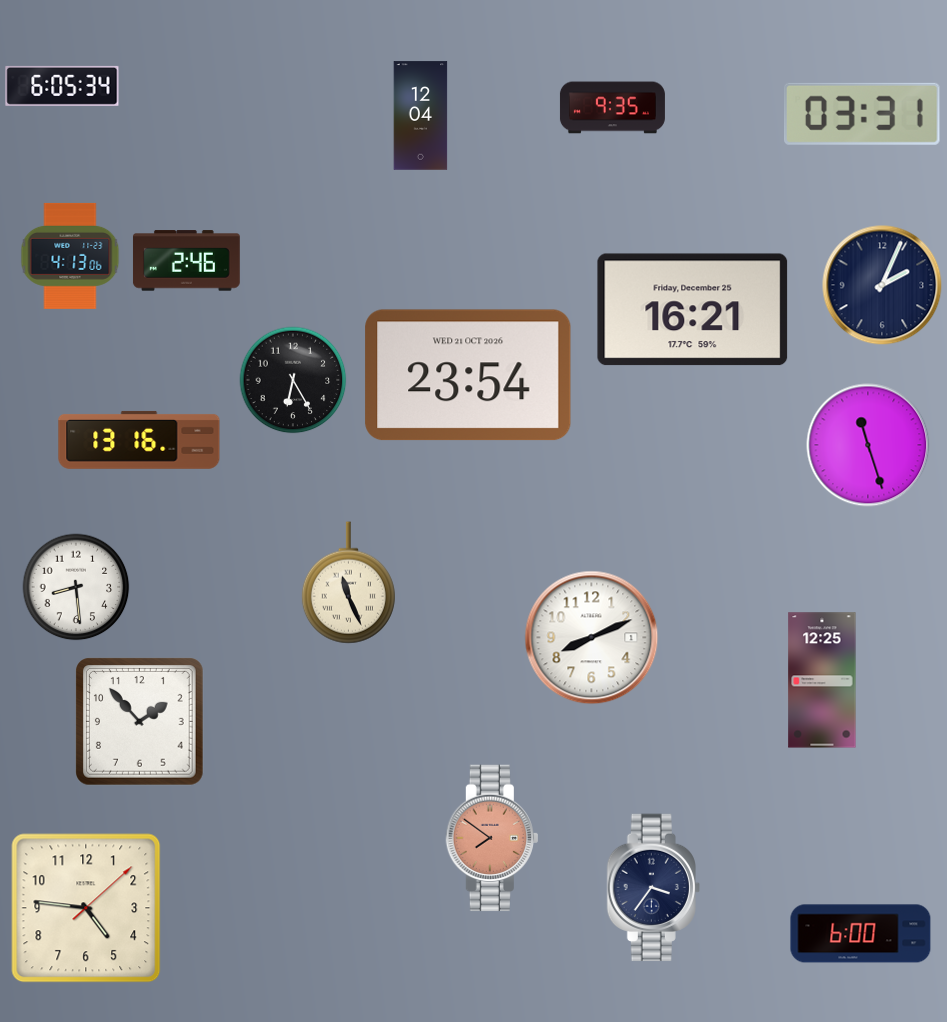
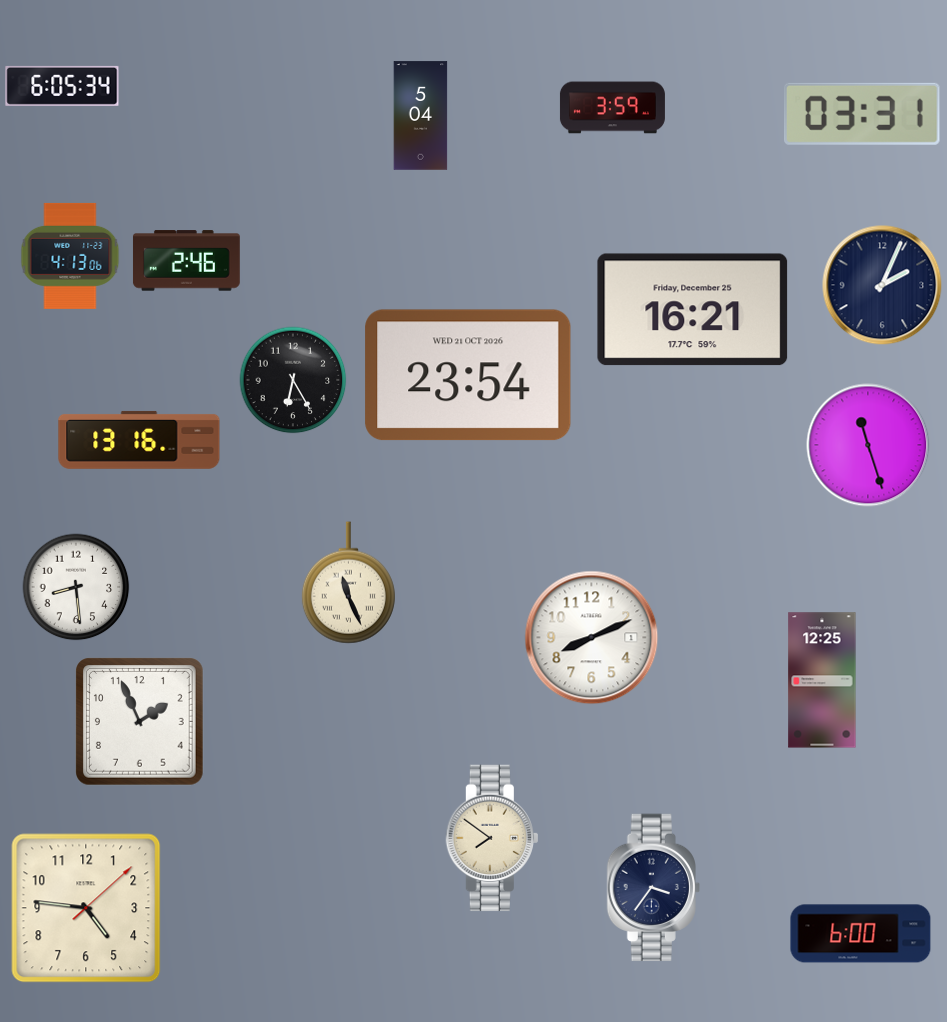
clock at (612, 108): 9:35 -> 3:59
clock at (421, 116): 12:04 -> 5:04
clock at (140, 722): 1:53 -> 1:56
clock at (491, 838) dial: salmon -> cream
